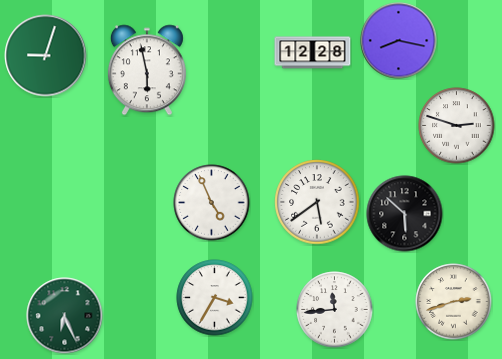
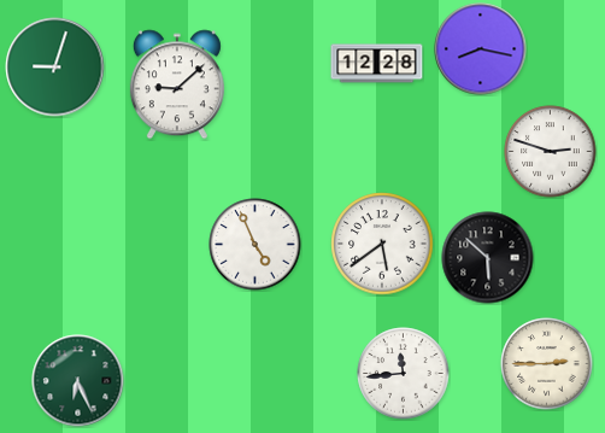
clock at (147, 70): 5:58 -> 9:08
clock at (215, 298): 3:35 -> none
clock at (454, 302): 2:42 -> 2:45
